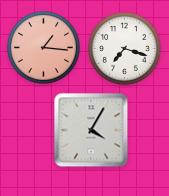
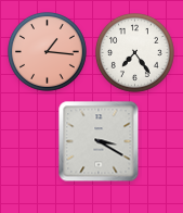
clock at (125, 49): 7:18 -> 7:24
clock at (91, 130): 4:05 -> 3:20
